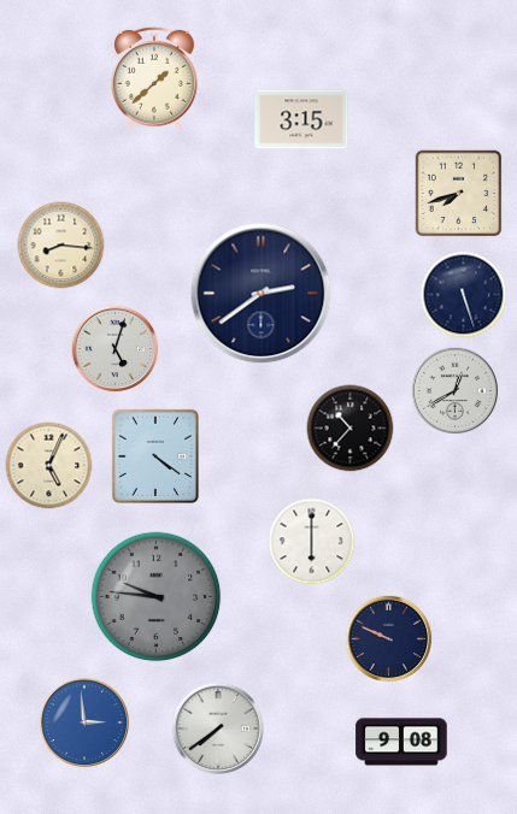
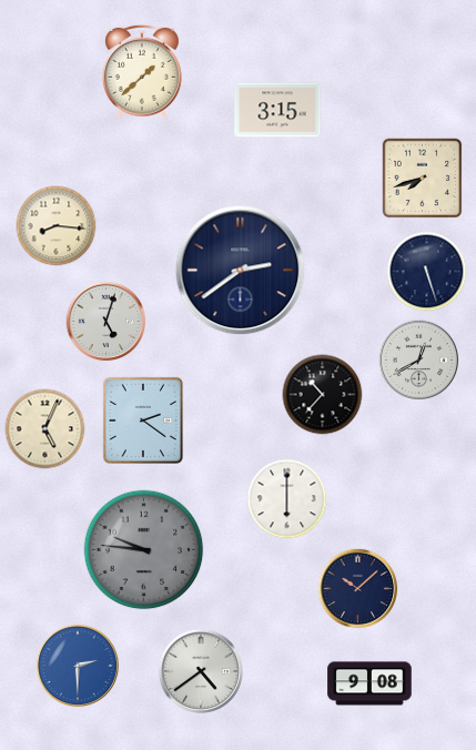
clock at (155, 456): 4:21 -> 2:21
clock at (389, 639): 9:49 -> 10:08
clock at (84, 722): 2:59 -> 2:30
clock at (218, 729): 7:39 -> 4:39
